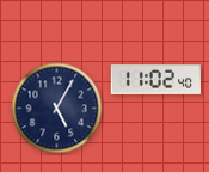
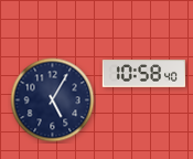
clock at (155, 80): 11:02 -> 10:58
